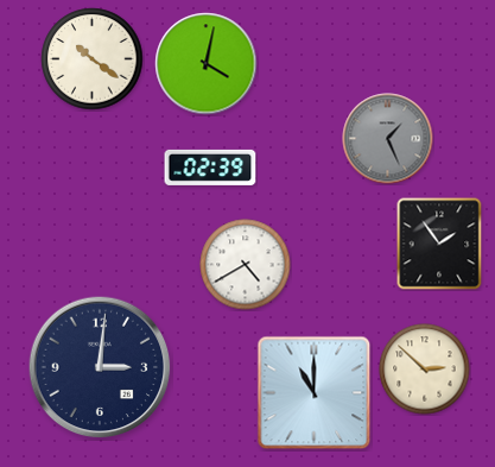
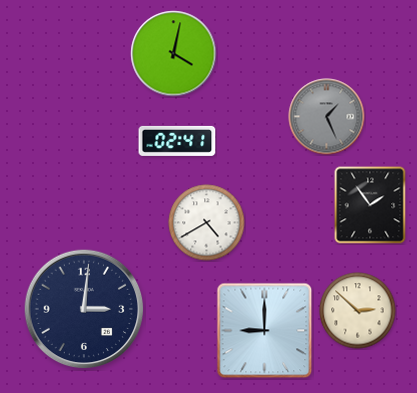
clock at (93, 59): 10:21 -> none
clock at (210, 168): 02:39 -> 02:41
clock at (315, 393): 11:00 -> 9:00
